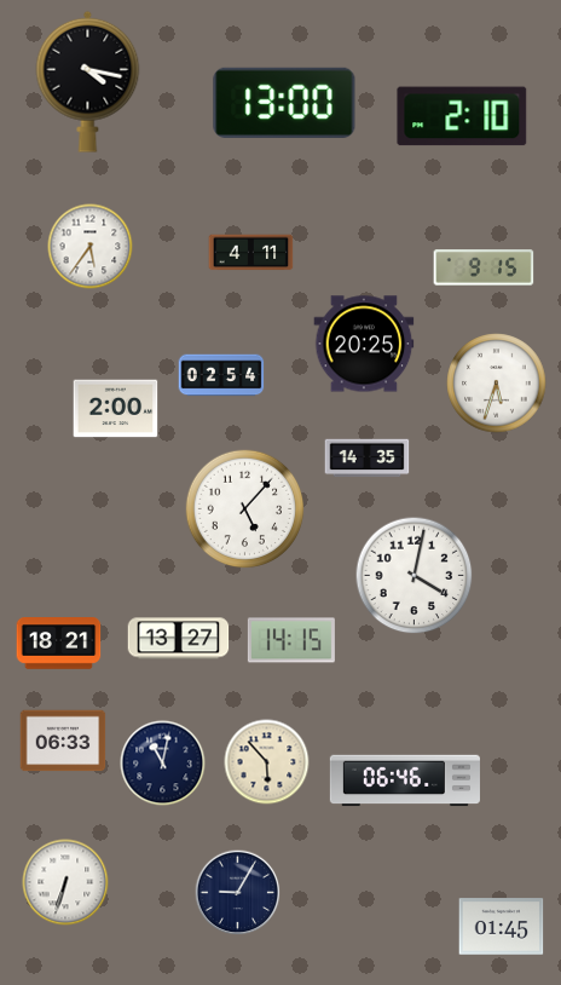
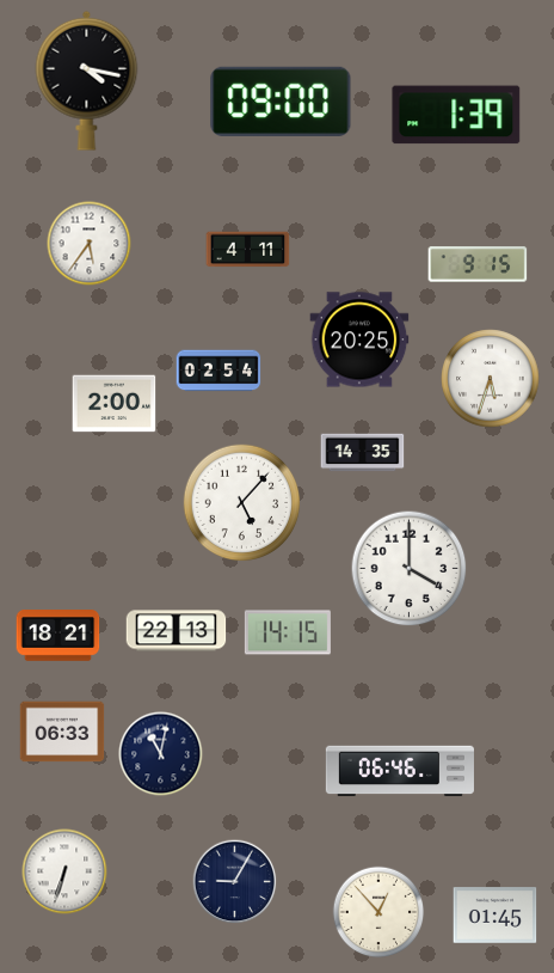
clock at (284, 103): 13:00 -> 09:00
clock at (462, 116): 2:10 -> 1:39
clock at (415, 576): 4:02 -> 4:00
clock at (179, 639): 13:27 -> 22:13
clock at (267, 762): 5:53 -> none
clock at (378, 912): none -> 12:53
